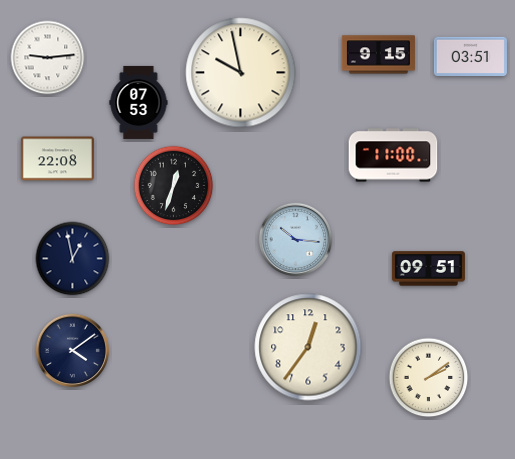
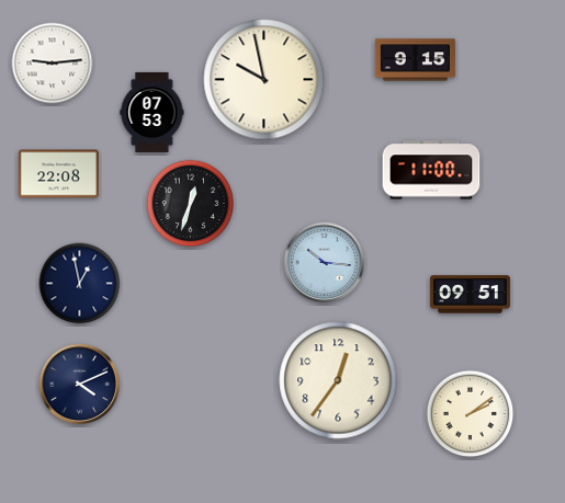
clock at (470, 56): 03:51 -> none
clock at (57, 159) position: (57, 159) -> (58, 174)
clock at (73, 351): 4:09 -> 4:11
